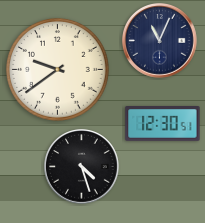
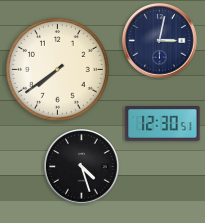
clock at (160, 41): 11:04 -> 3:02
clock at (58, 70): 9:39 -> 7:39
